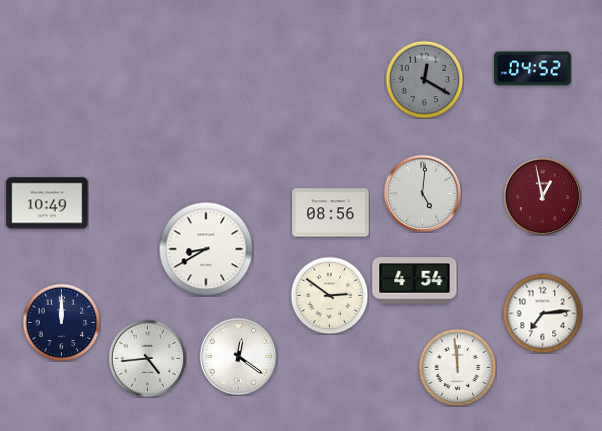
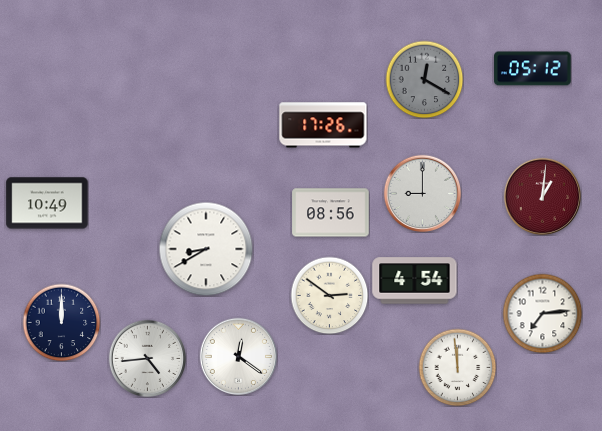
clock at (533, 69): 04:52 -> 05:12
clock at (323, 125): none -> 17:26
clock at (422, 193): 5:01 -> 9:00
clock at (542, 196): 12:58 -> 1:01
